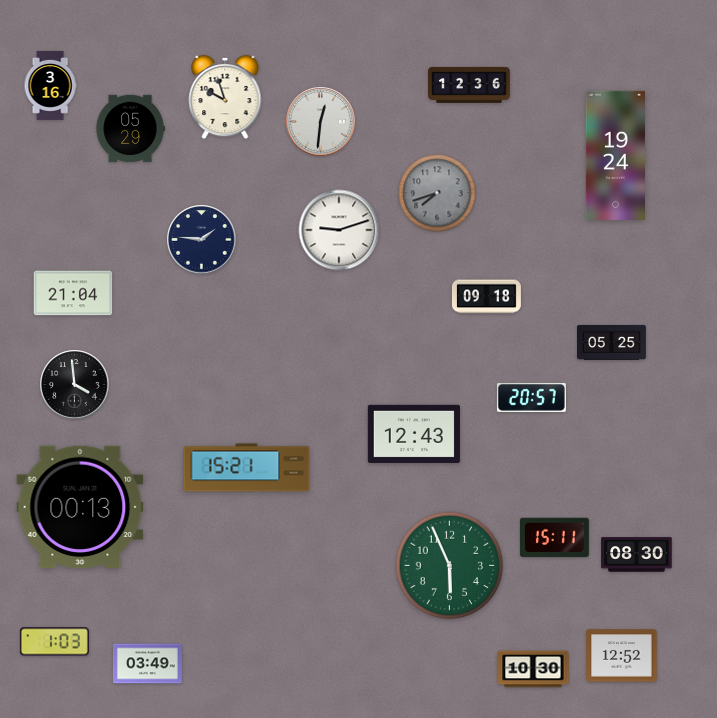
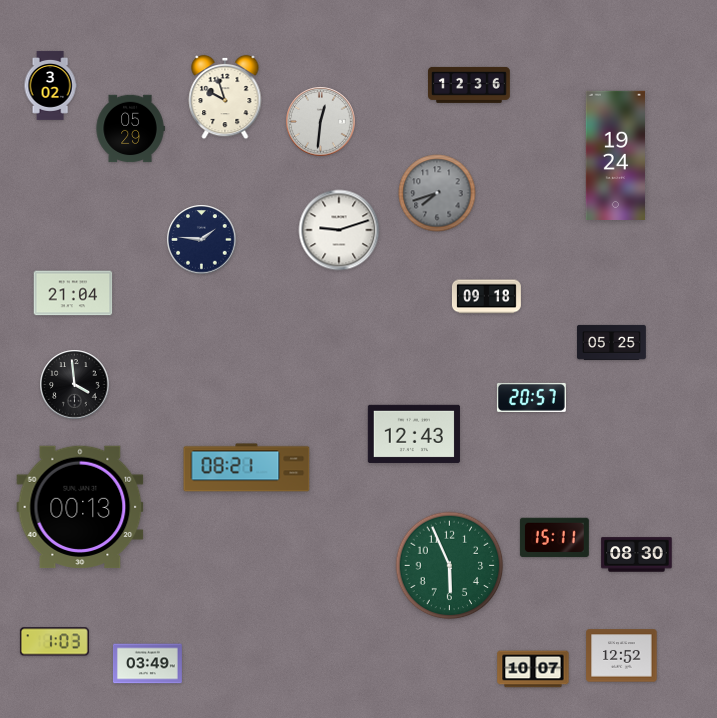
clock at (50, 86): 3:16 -> 3:02
clock at (247, 468): 15:21 -> 08:21
clock at (533, 669): 10:30 -> 10:07
